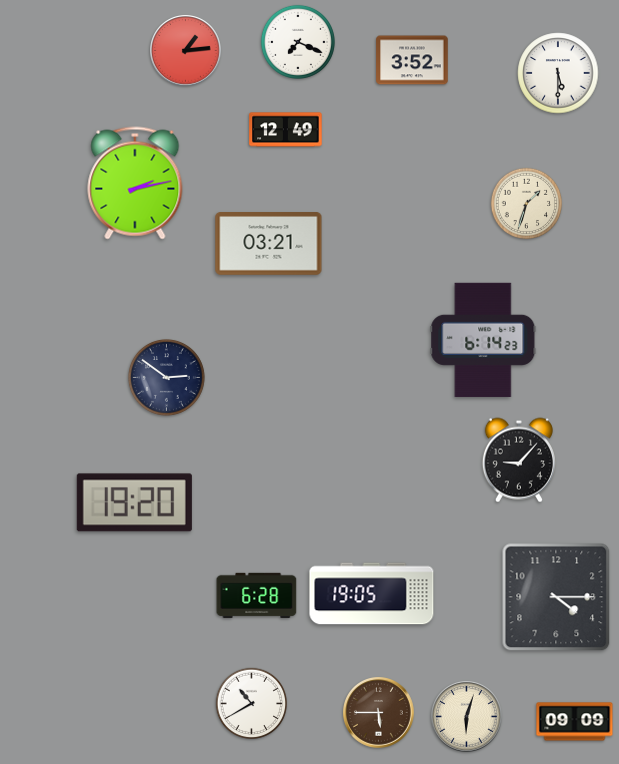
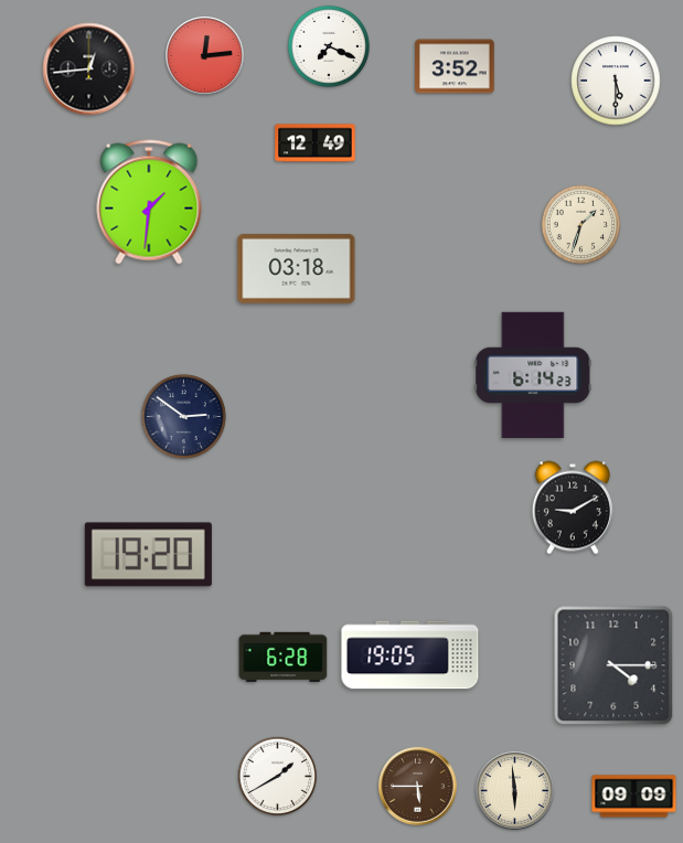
clock at (186, 51): 1:14 -> 12:14
clock at (89, 70): none -> 12:44
clock at (135, 183): 2:13 -> 1:31
clock at (269, 244): 03:21 -> 03:18
clock at (519, 460): 9:07 -> 9:10
clock at (556, 597) position: (556, 597) -> (613, 665)
clock at (252, 704): 10:40 -> 1:40
clock at (467, 717): 6:03 -> 5:59
